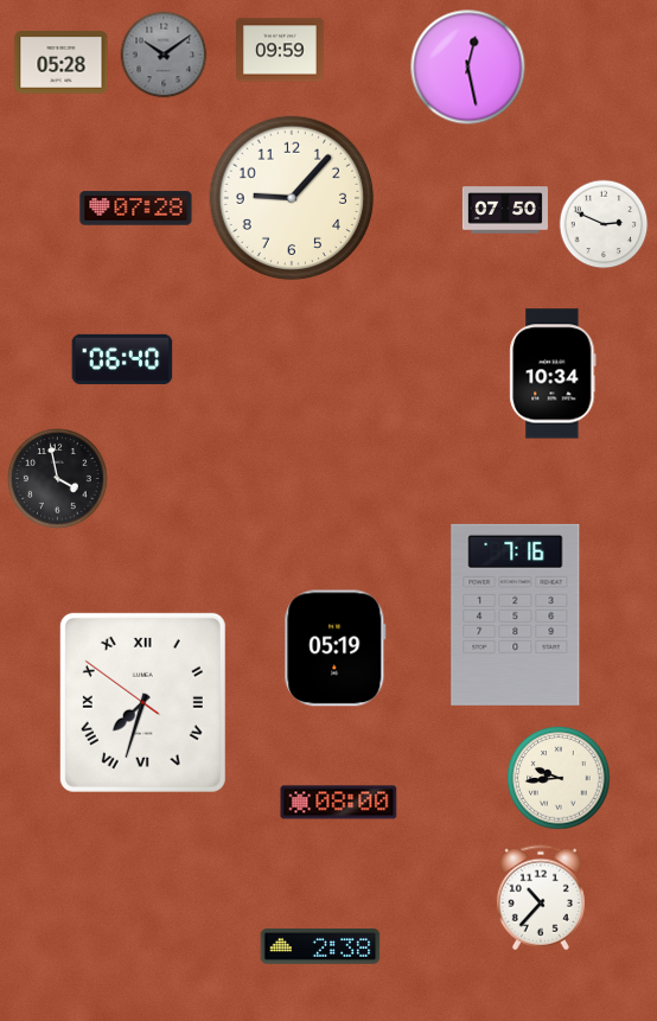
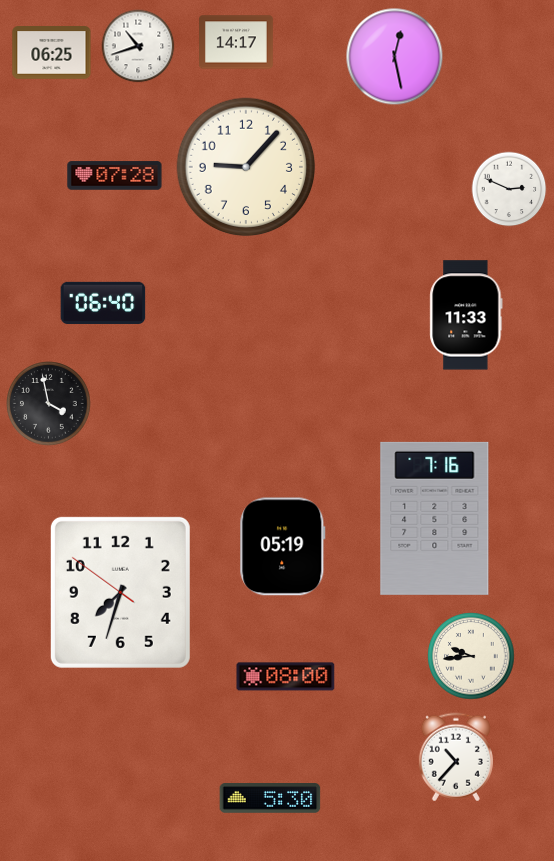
clock at (281, 50): 09:59 -> 14:17
clock at (164, 55): 10:09 -> 10:42
clock at (164, 55) dial: grey -> white
clock at (62, 63): 05:28 -> 06:25
clock at (505, 210): 07:50 -> none
clock at (553, 374): 10:34 -> 11:33
clock at (142, 702) numerals: Roman -> Arabic
clock at (320, 946): 2:38 -> 5:30
